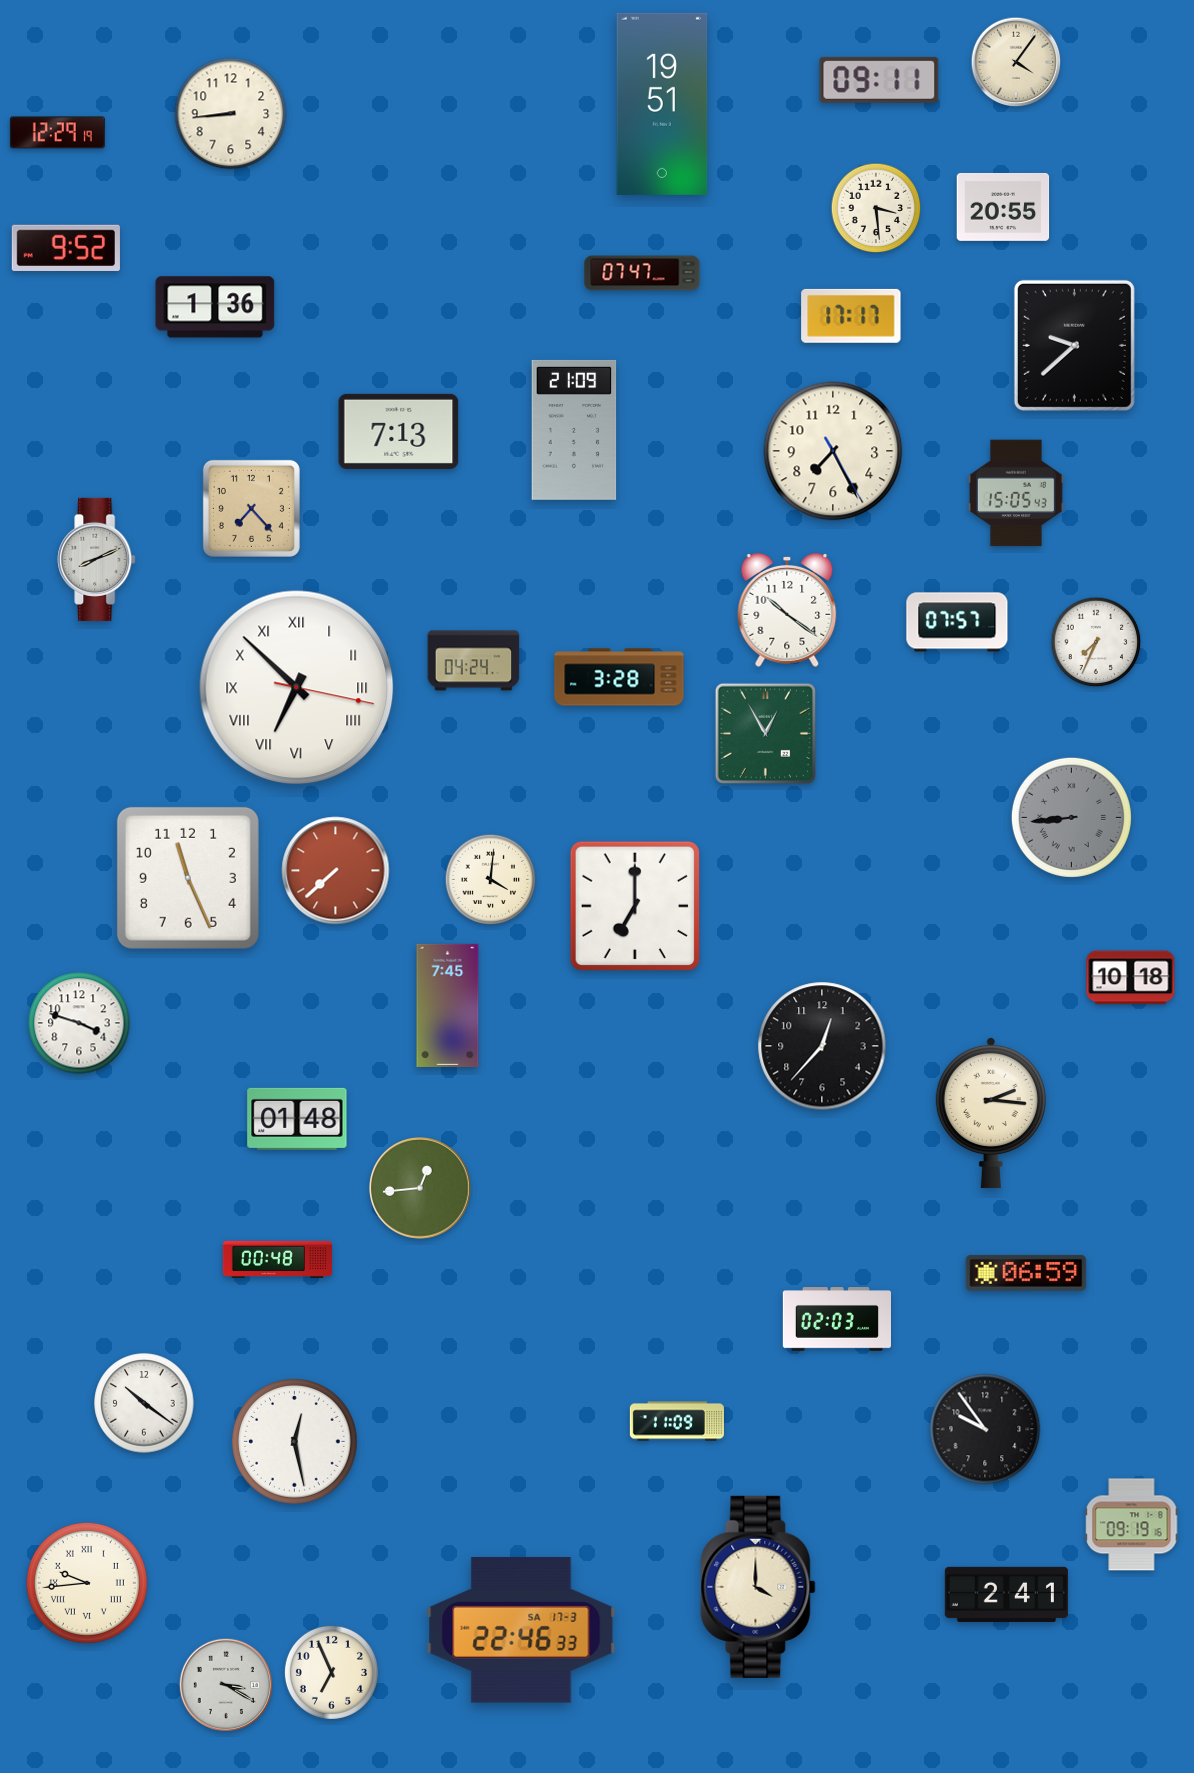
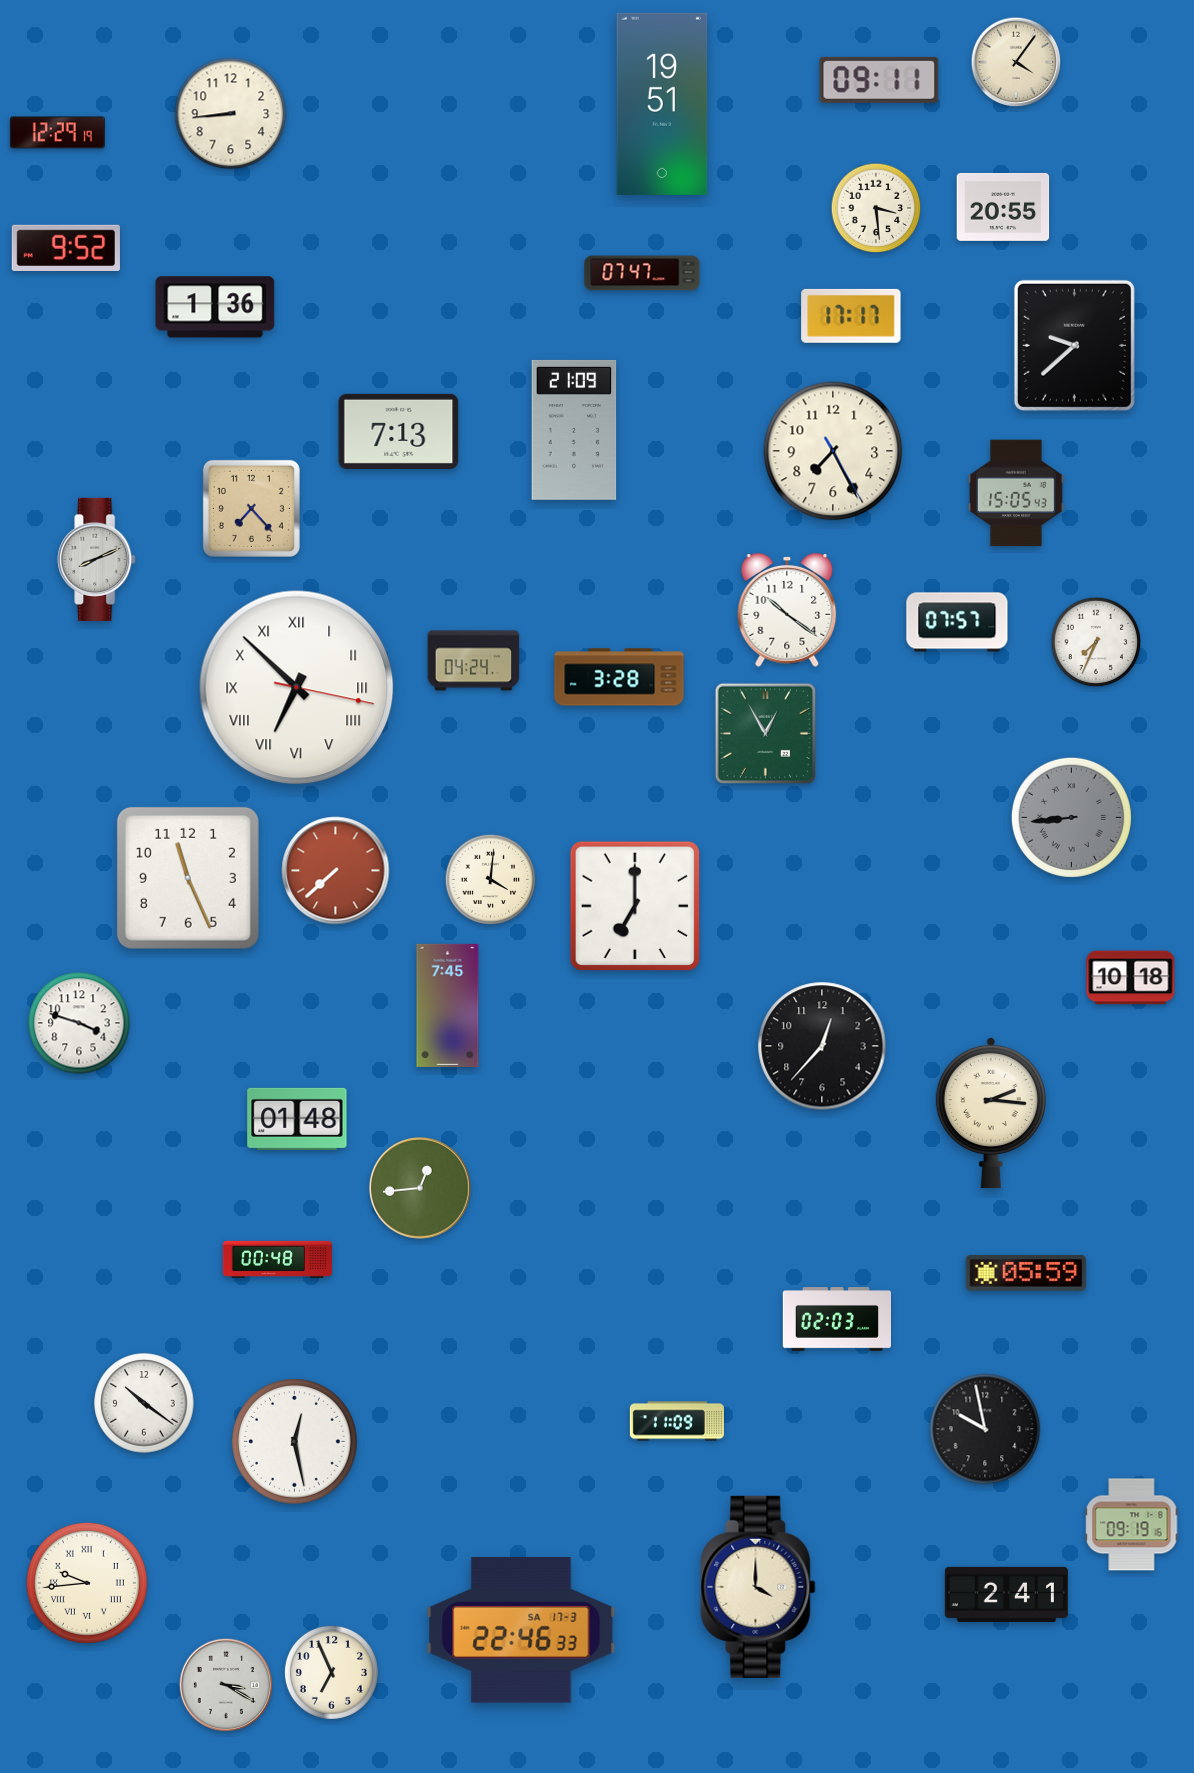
clock at (1026, 1273): 06:59 -> 05:59
clock at (985, 1429): 9:54 -> 9:58
